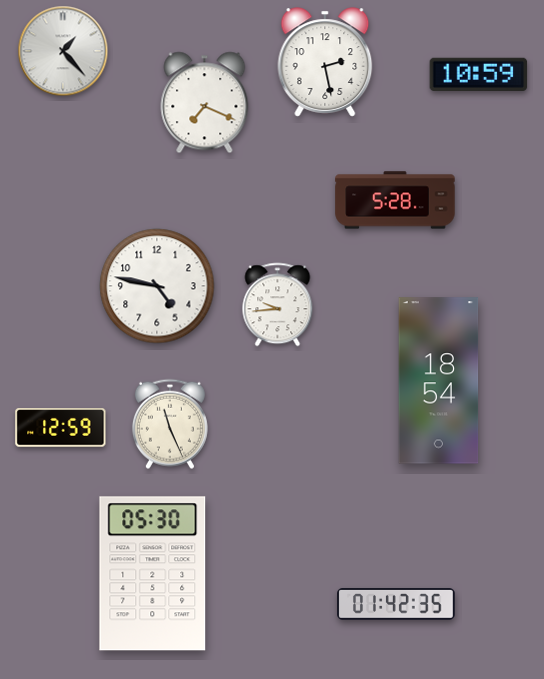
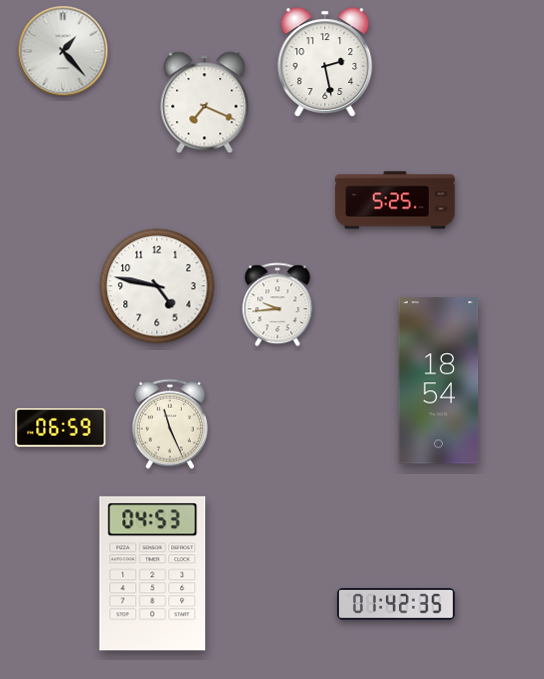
clock at (479, 74): 10:59 -> none
clock at (395, 200): 5:28 -> 5:25
clock at (61, 428): 12:59 -> 06:59
clock at (153, 574): 05:30 -> 04:53
